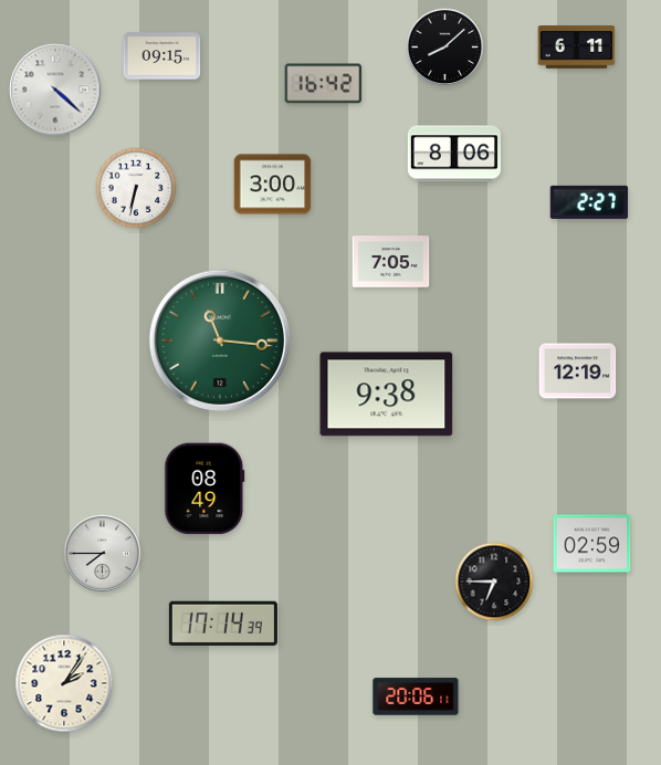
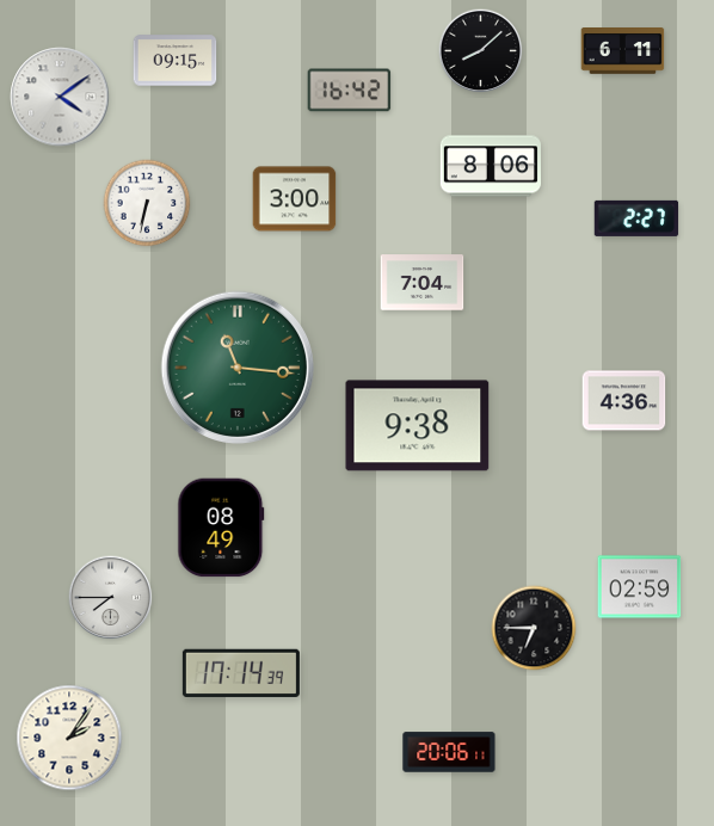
clock at (55, 90): 4:22 -> 4:09
clock at (391, 262): 7:05 -> 7:04
clock at (578, 371): 12:19 -> 4:36
